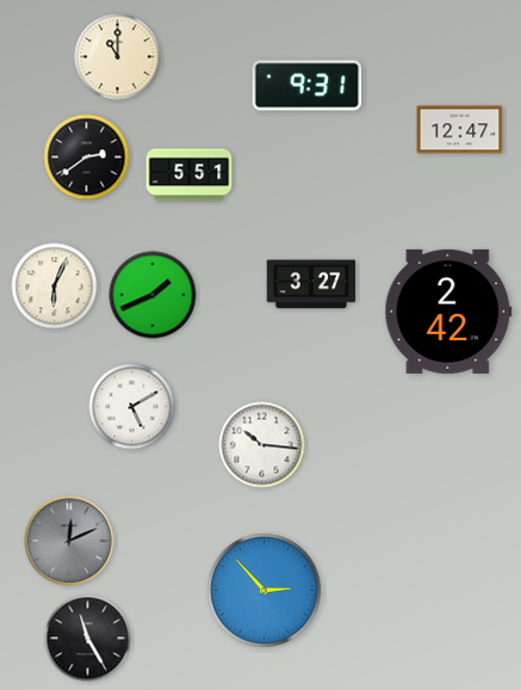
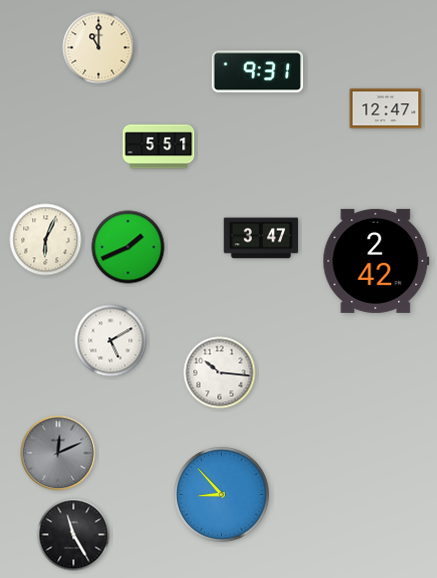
clock at (87, 158): 2:39 -> none
clock at (311, 284): 3:27 -> 3:47
clock at (265, 591): 2:53 -> 8:53
